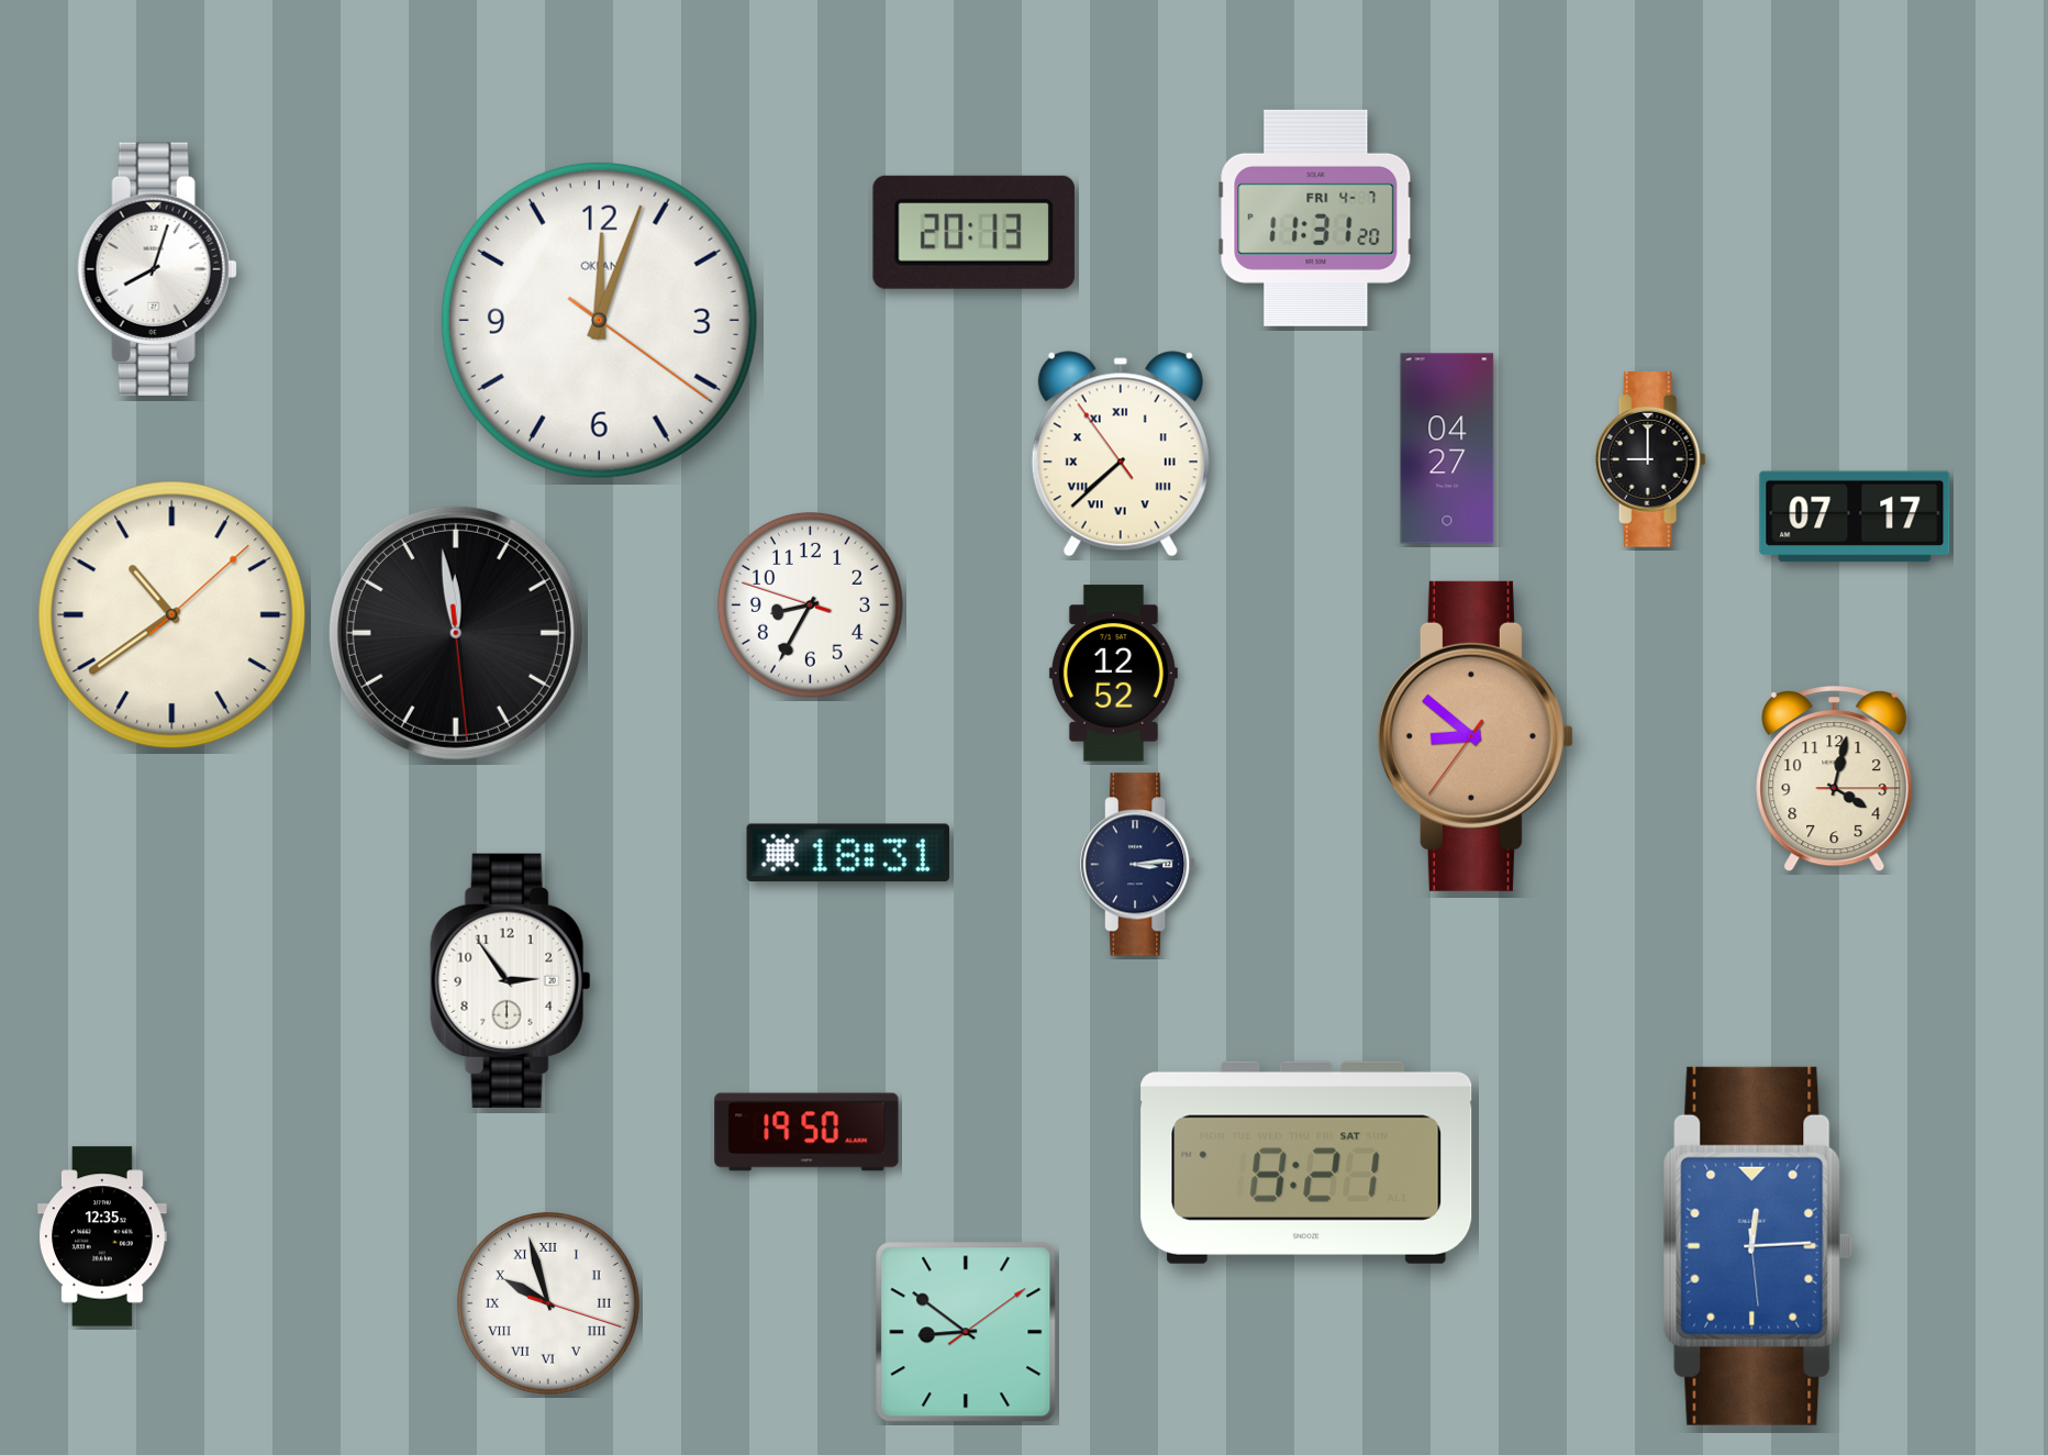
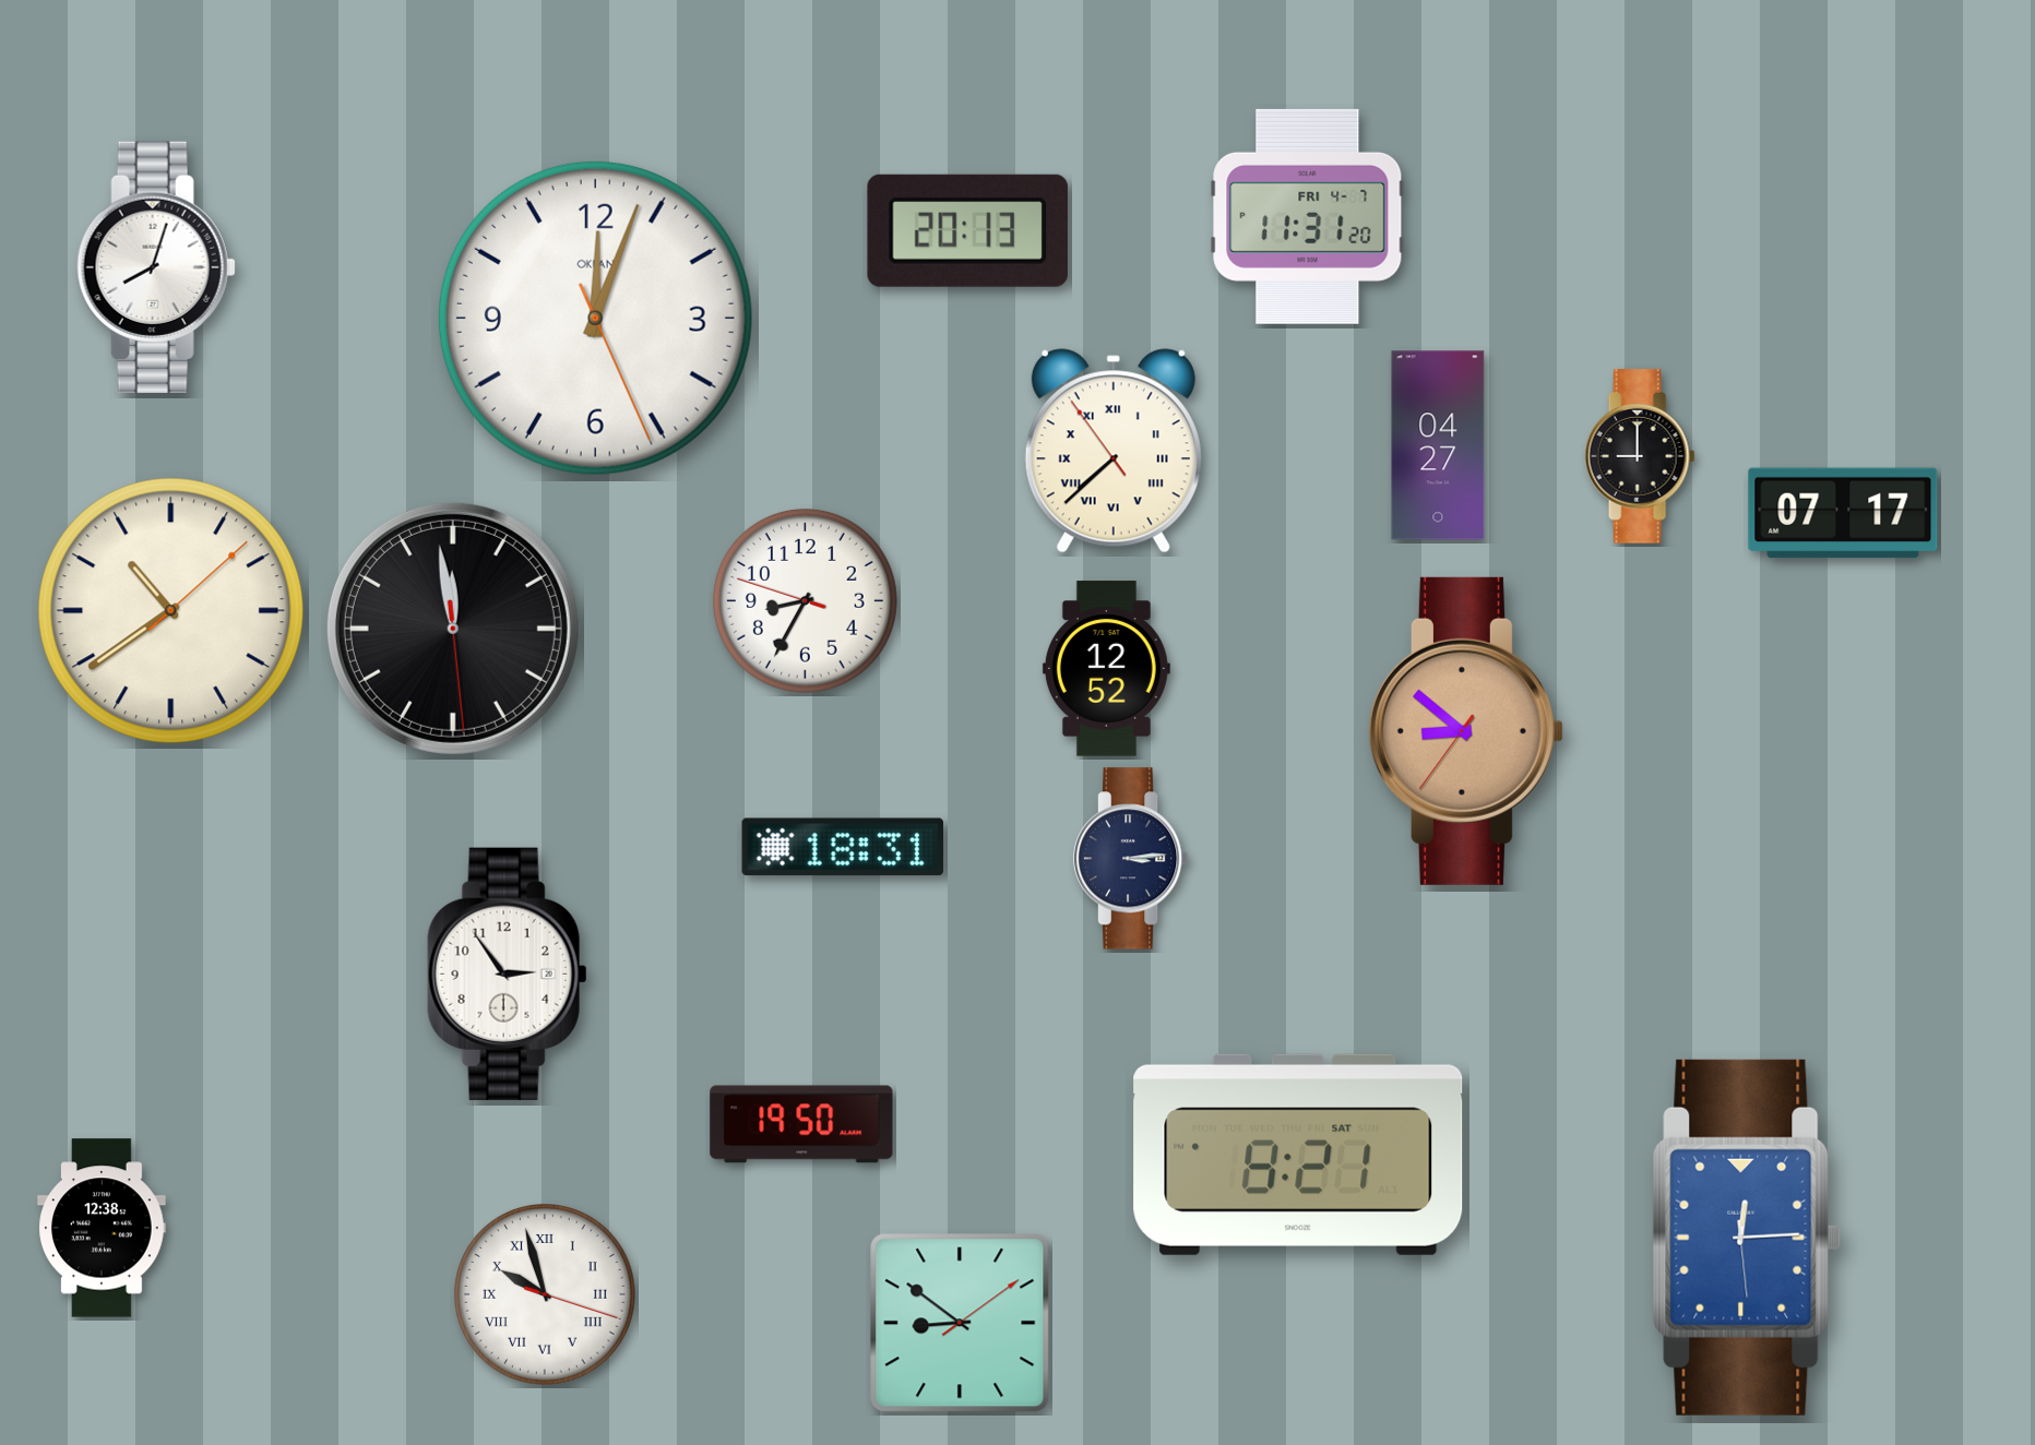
clock at (599, 320): 12:03:21 -> 12:03:26
clock at (1835, 780): 4:02 -> none
clock at (102, 1236): 12:35 -> 12:38
